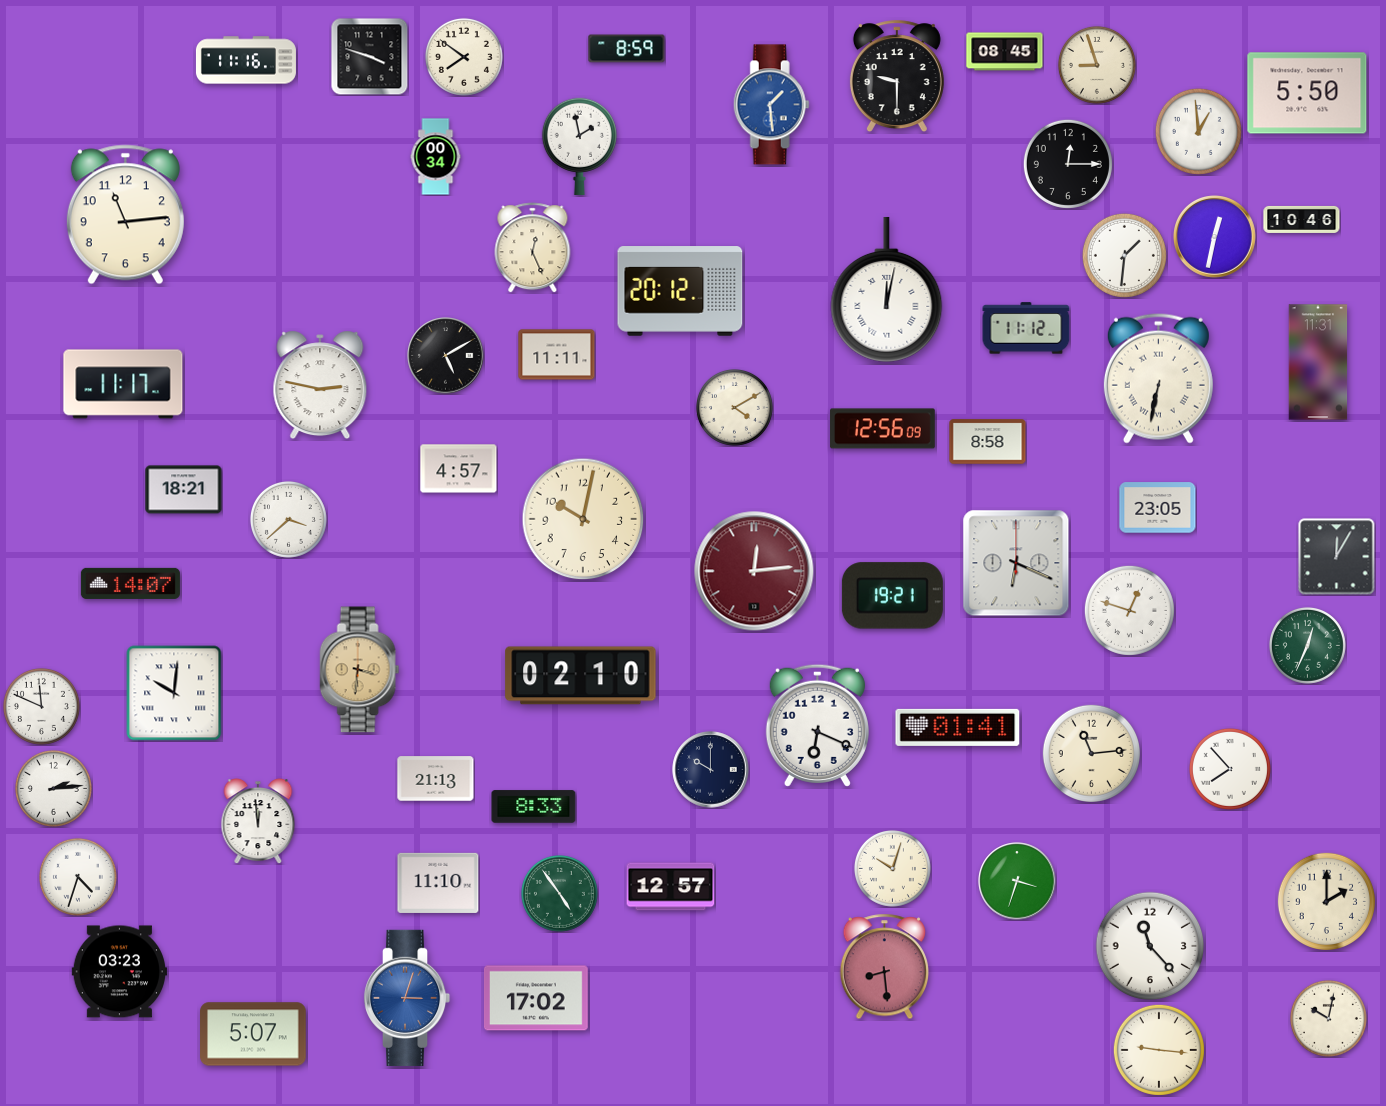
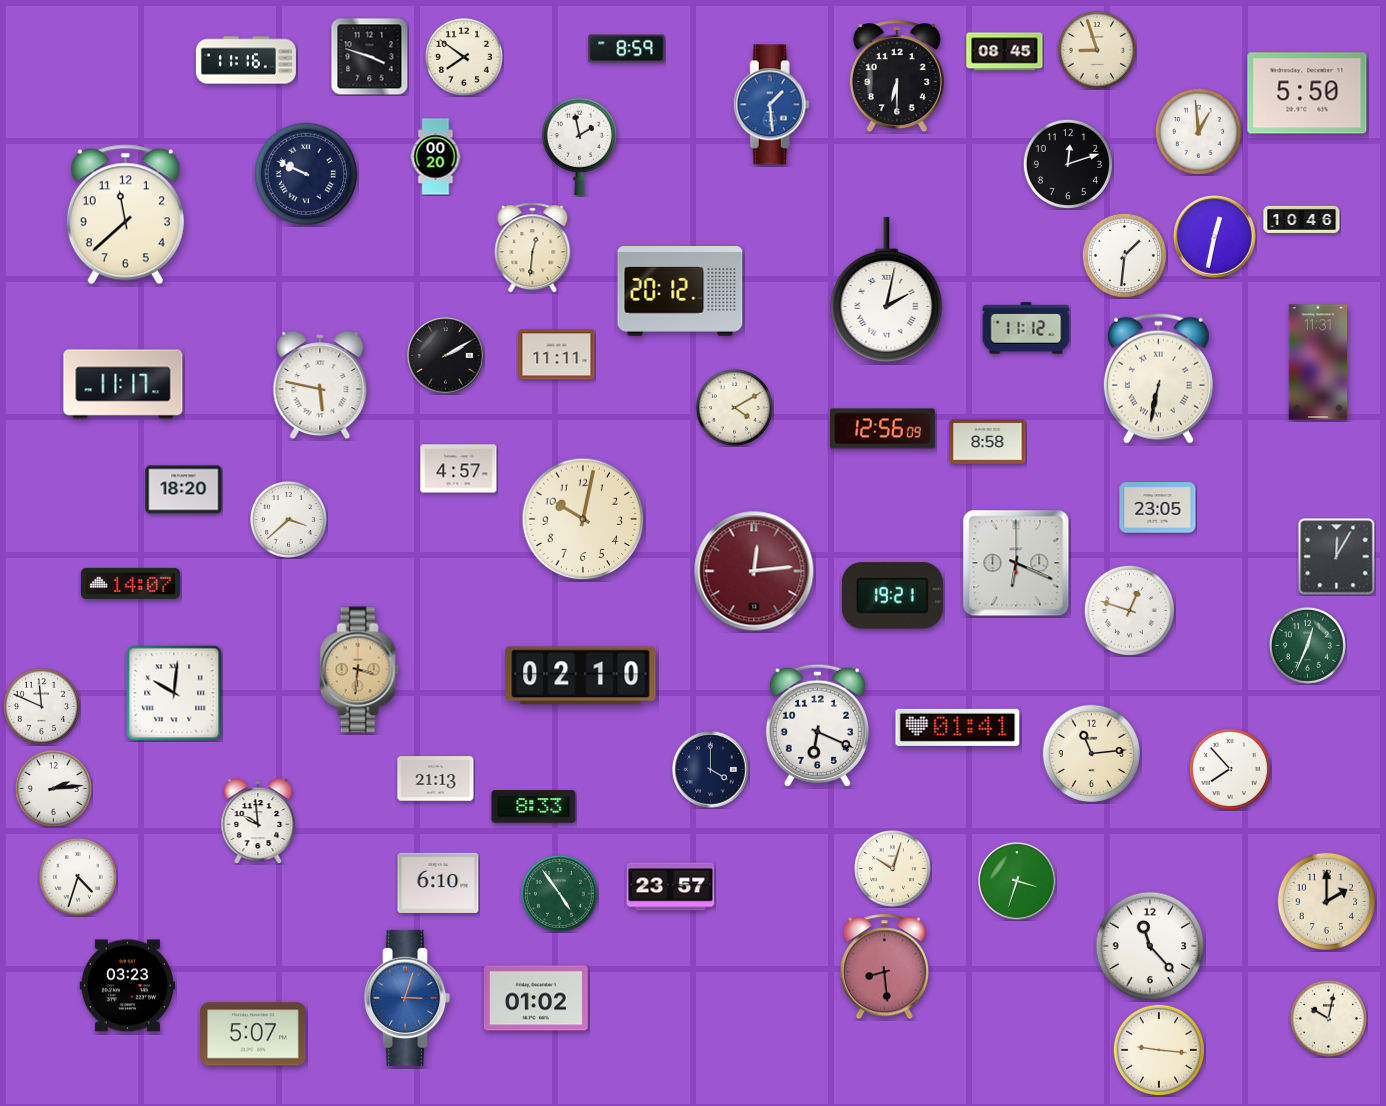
clock at (1097, 65) position: (1097, 65) -> (1097, 50)
clock at (897, 77): 9:30 -> 6:30
clock at (436, 157): 00:34 -> 00:20
clock at (1068, 164): 12:15 -> 12:12
clock at (305, 173): none -> 9:49
clock at (125, 215): 11:14 -> 11:38
clock at (533, 248): 12:26 -> 12:31
clock at (887, 289): 12:02 -> 2:02
clock at (446, 356): 5:10 -> 2:10
clock at (320, 385): 2:47 -> 5:47
clock at (184, 490): 18:21 -> 18:20
clock at (711, 770): 10:00 -> 4:00
clock at (258, 821): 11:59 -> 9:59
clock at (438, 883): 11:10 -> 6:10
clock at (671, 887): 12:57 -> 23:57
clock at (119, 972) position: (119, 972) -> (127, 986)
clock at (536, 998): 17:02 -> 01:02
